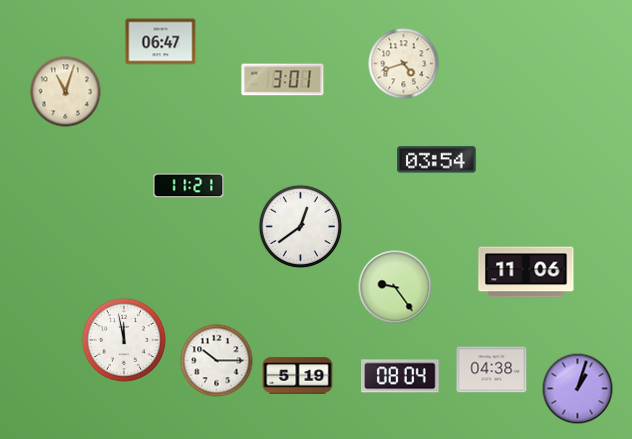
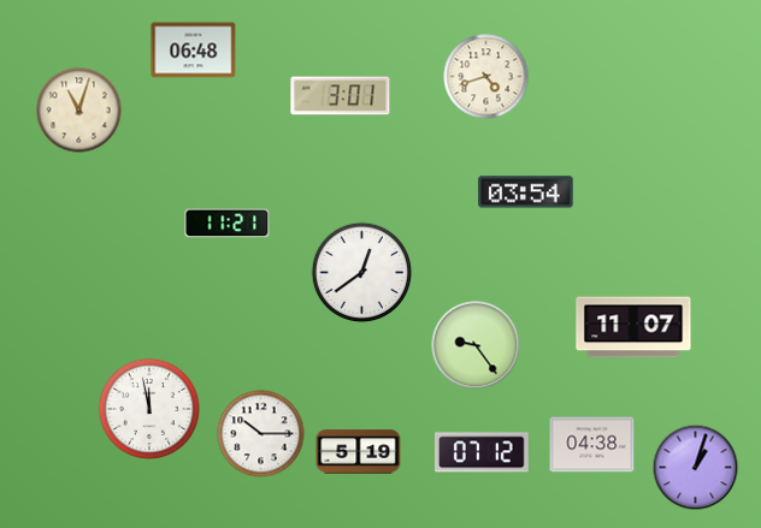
clock at (161, 42): 06:47 -> 06:48
clock at (526, 272): 11:06 -> 11:07
clock at (401, 376): 08:04 -> 07:12
